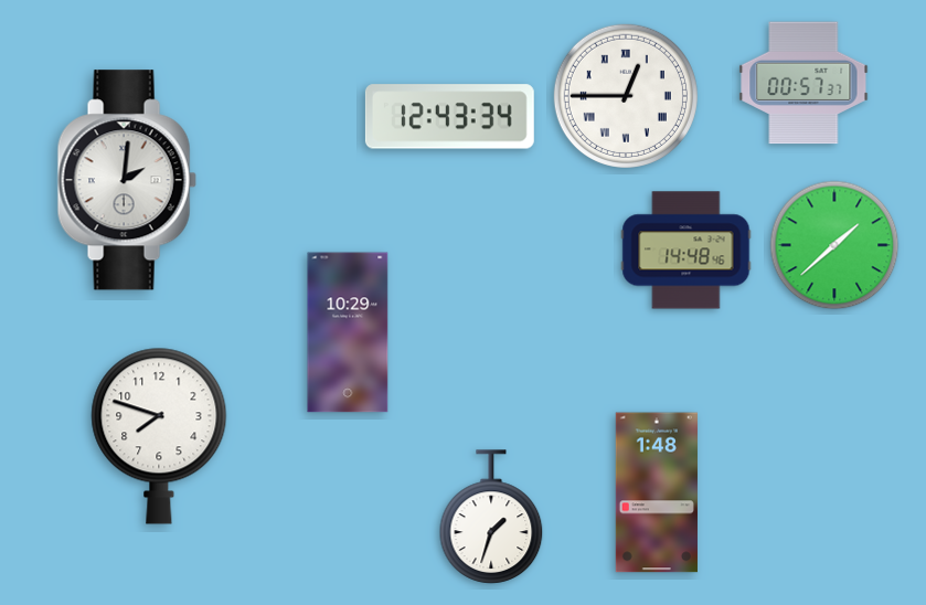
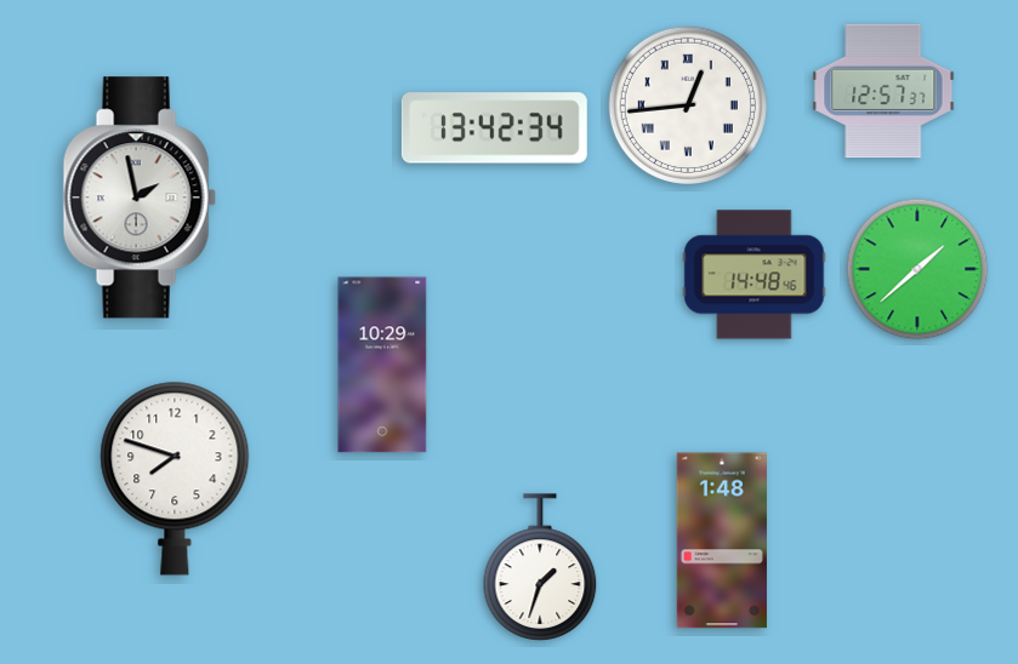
clock at (803, 83): 00:57 -> 12:57
clock at (626, 96): 12:45 -> 12:44
clock at (449, 117): 12:43 -> 13:42
clock at (127, 180): 2:01 -> 1:58
